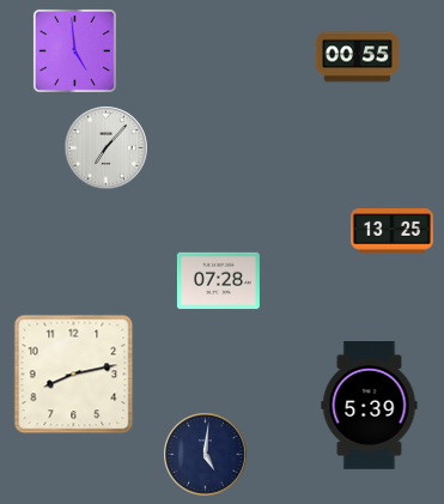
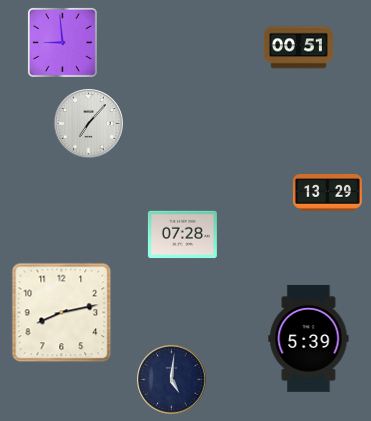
clock at (74, 50): 4:59 -> 8:59
clock at (357, 57): 00:55 -> 00:51
clock at (391, 231): 13:25 -> 13:29
